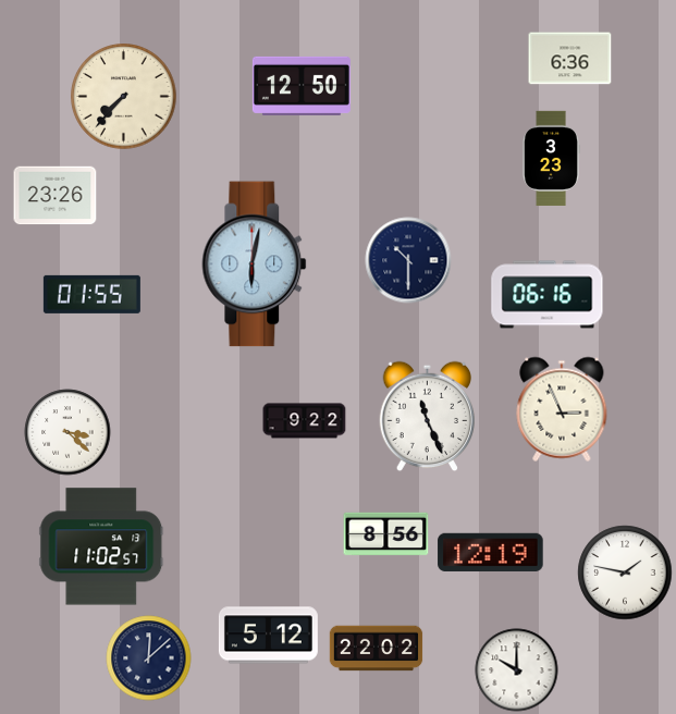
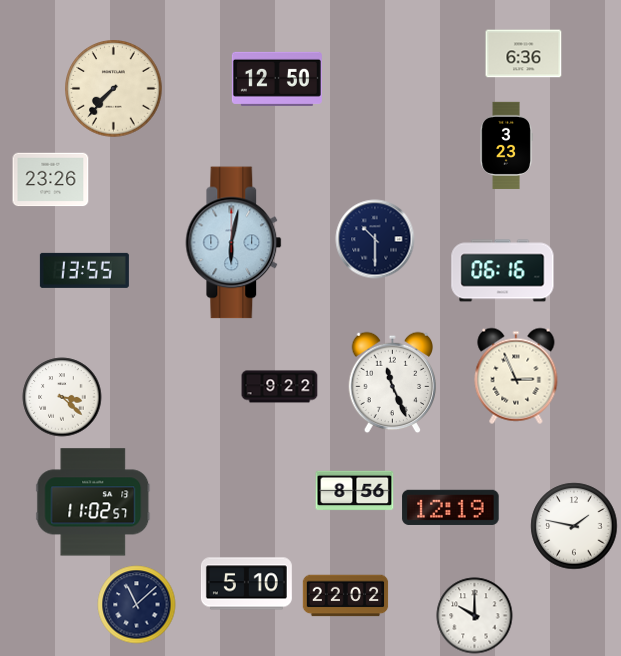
clock at (91, 294): 01:55 -> 13:55
clock at (268, 636): 5:12 -> 5:10
clock at (149, 658): 12:08 -> 11:08
